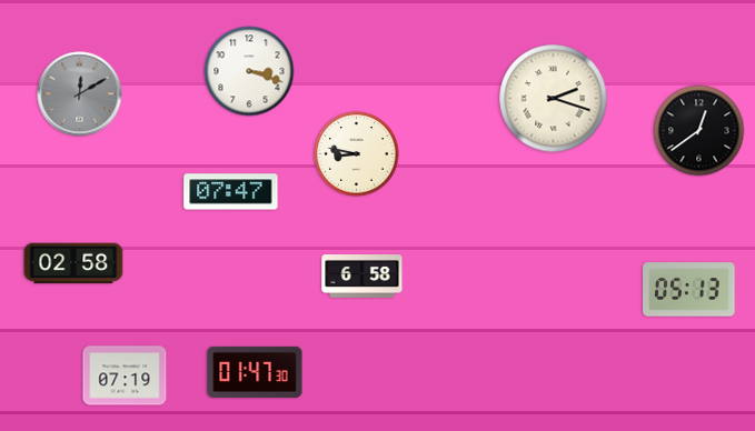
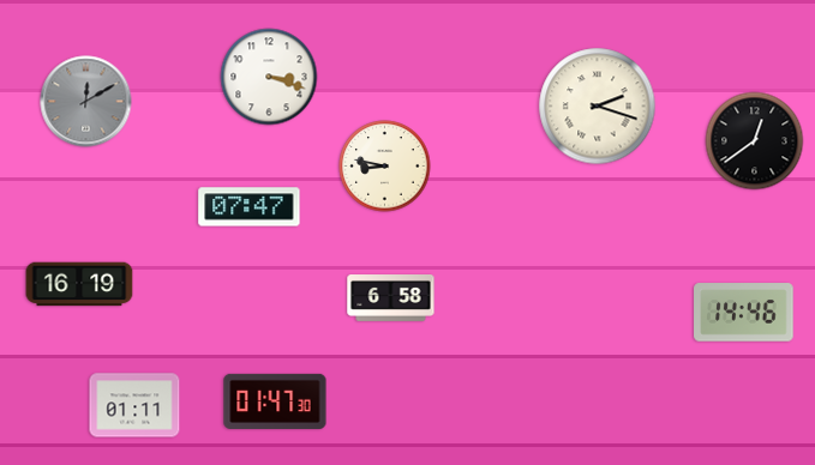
clock at (73, 263): 02:58 -> 16:19
clock at (689, 290): 05:13 -> 14:46
clock at (125, 375): 07:19 -> 01:11
